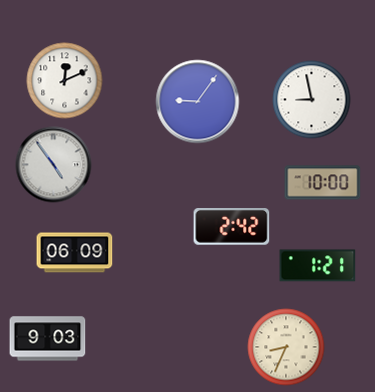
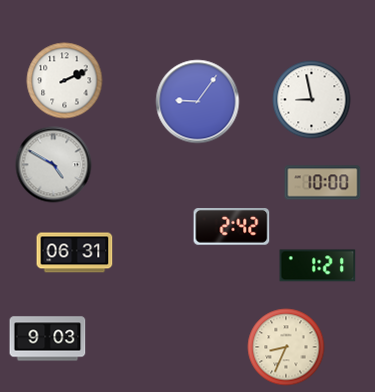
clock at (65, 81): 12:11 -> 2:11
clock at (54, 165): 4:54 -> 4:50
clock at (75, 253): 06:09 -> 06:31
